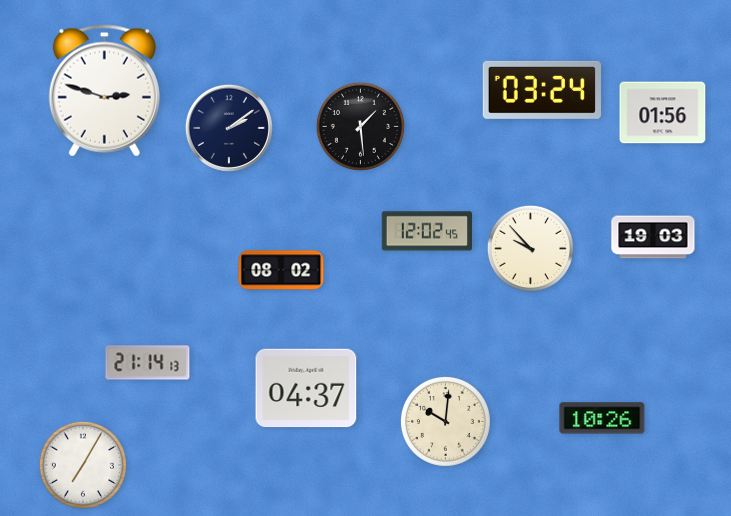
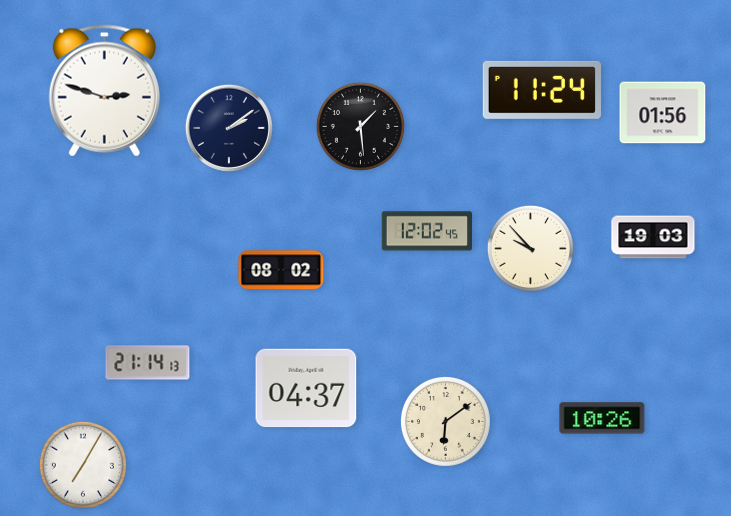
clock at (542, 90): 03:24 -> 11:24
clock at (445, 421): 10:01 -> 6:09
